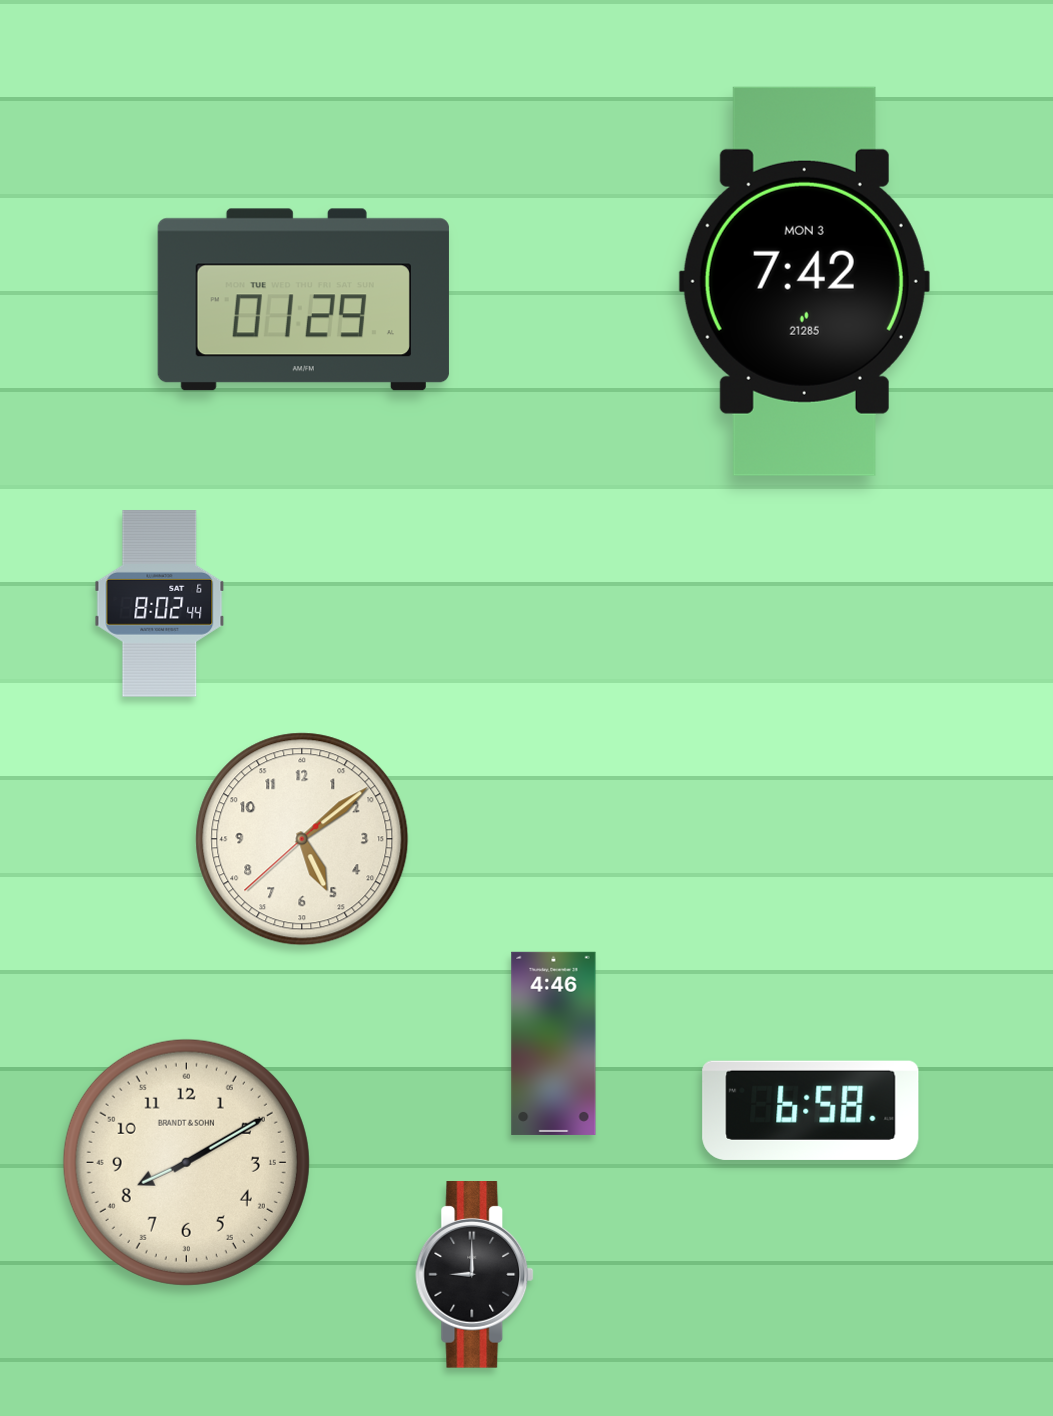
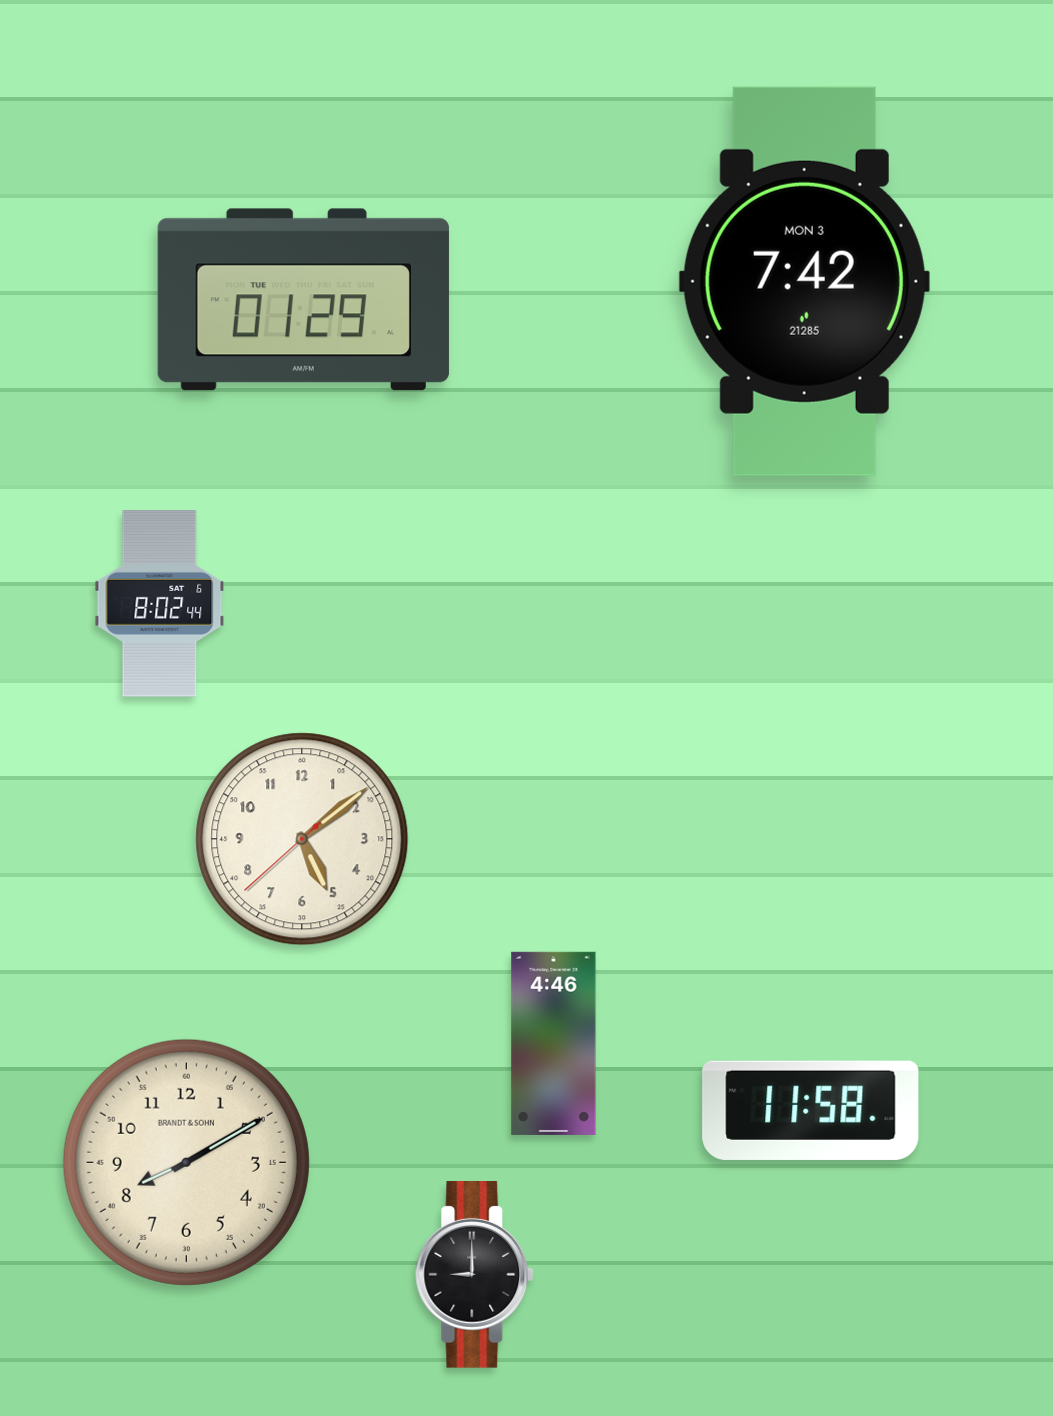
clock at (811, 1110): 6:58 -> 11:58
